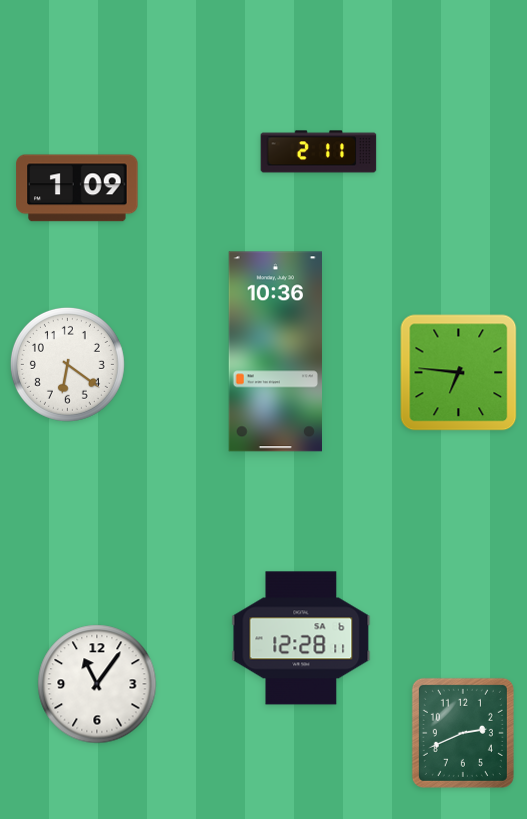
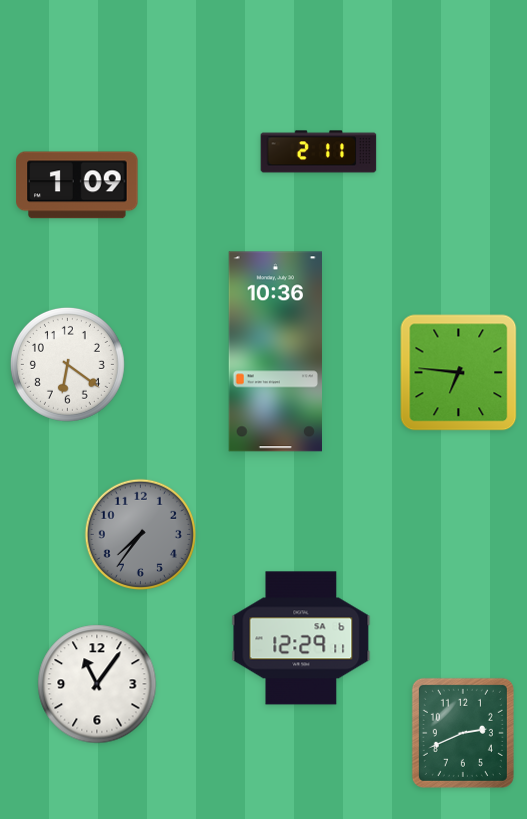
clock at (77, 188) position: (77, 188) -> (77, 185)
clock at (140, 534): none -> 7:36
clock at (301, 638): 12:28 -> 12:29
